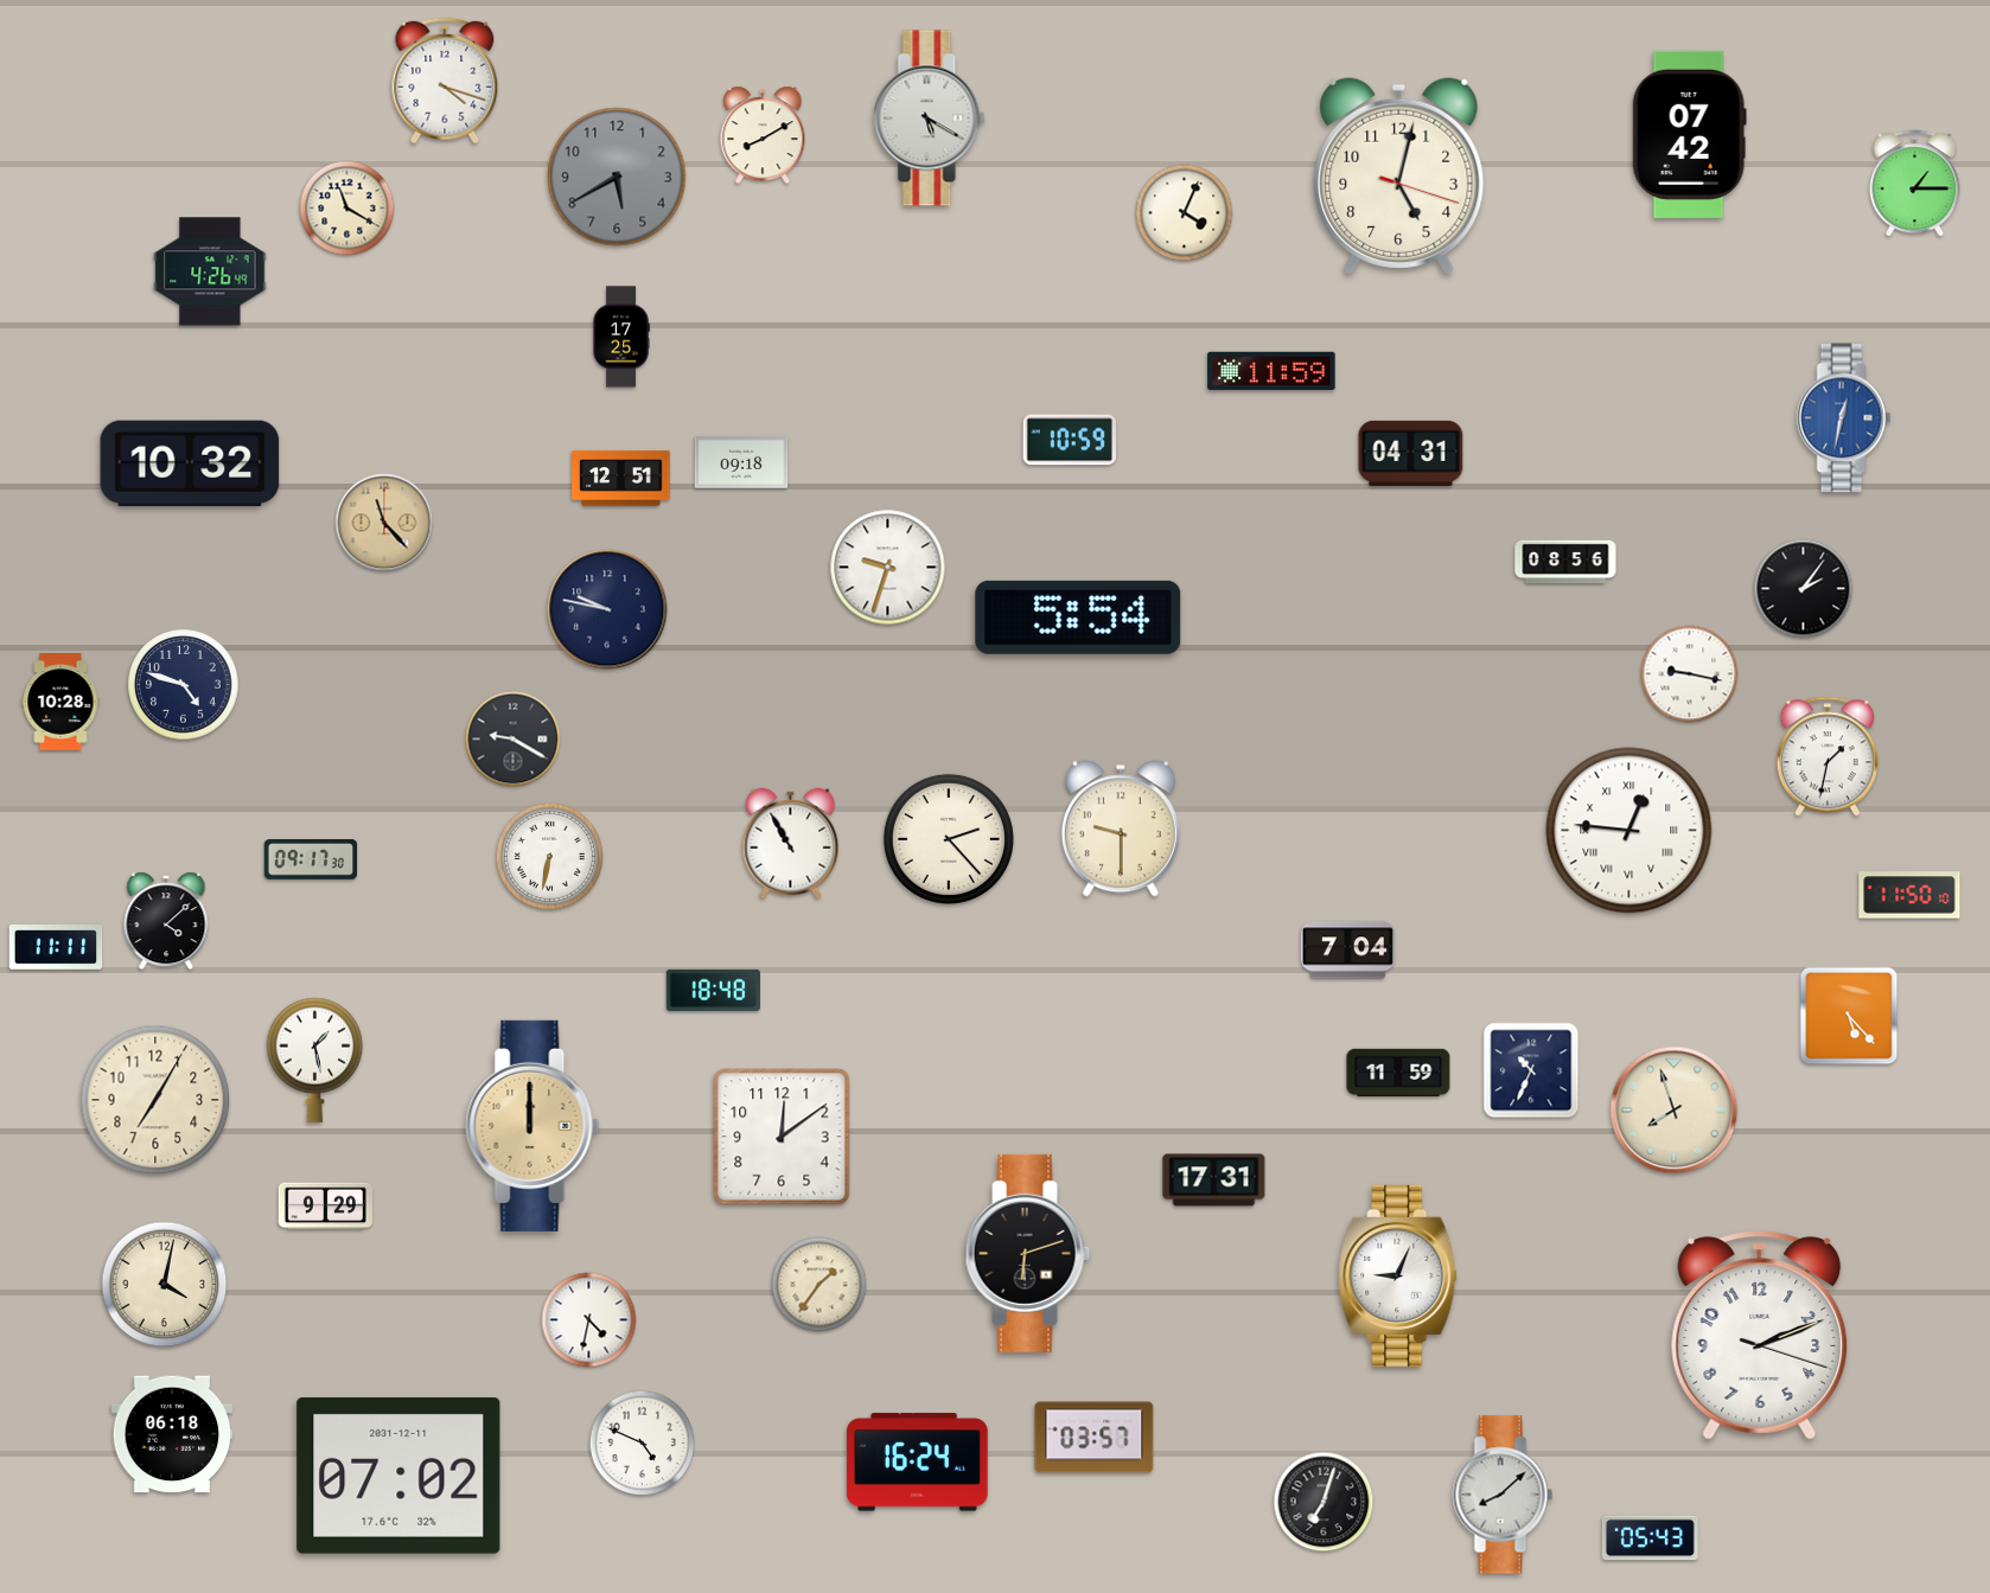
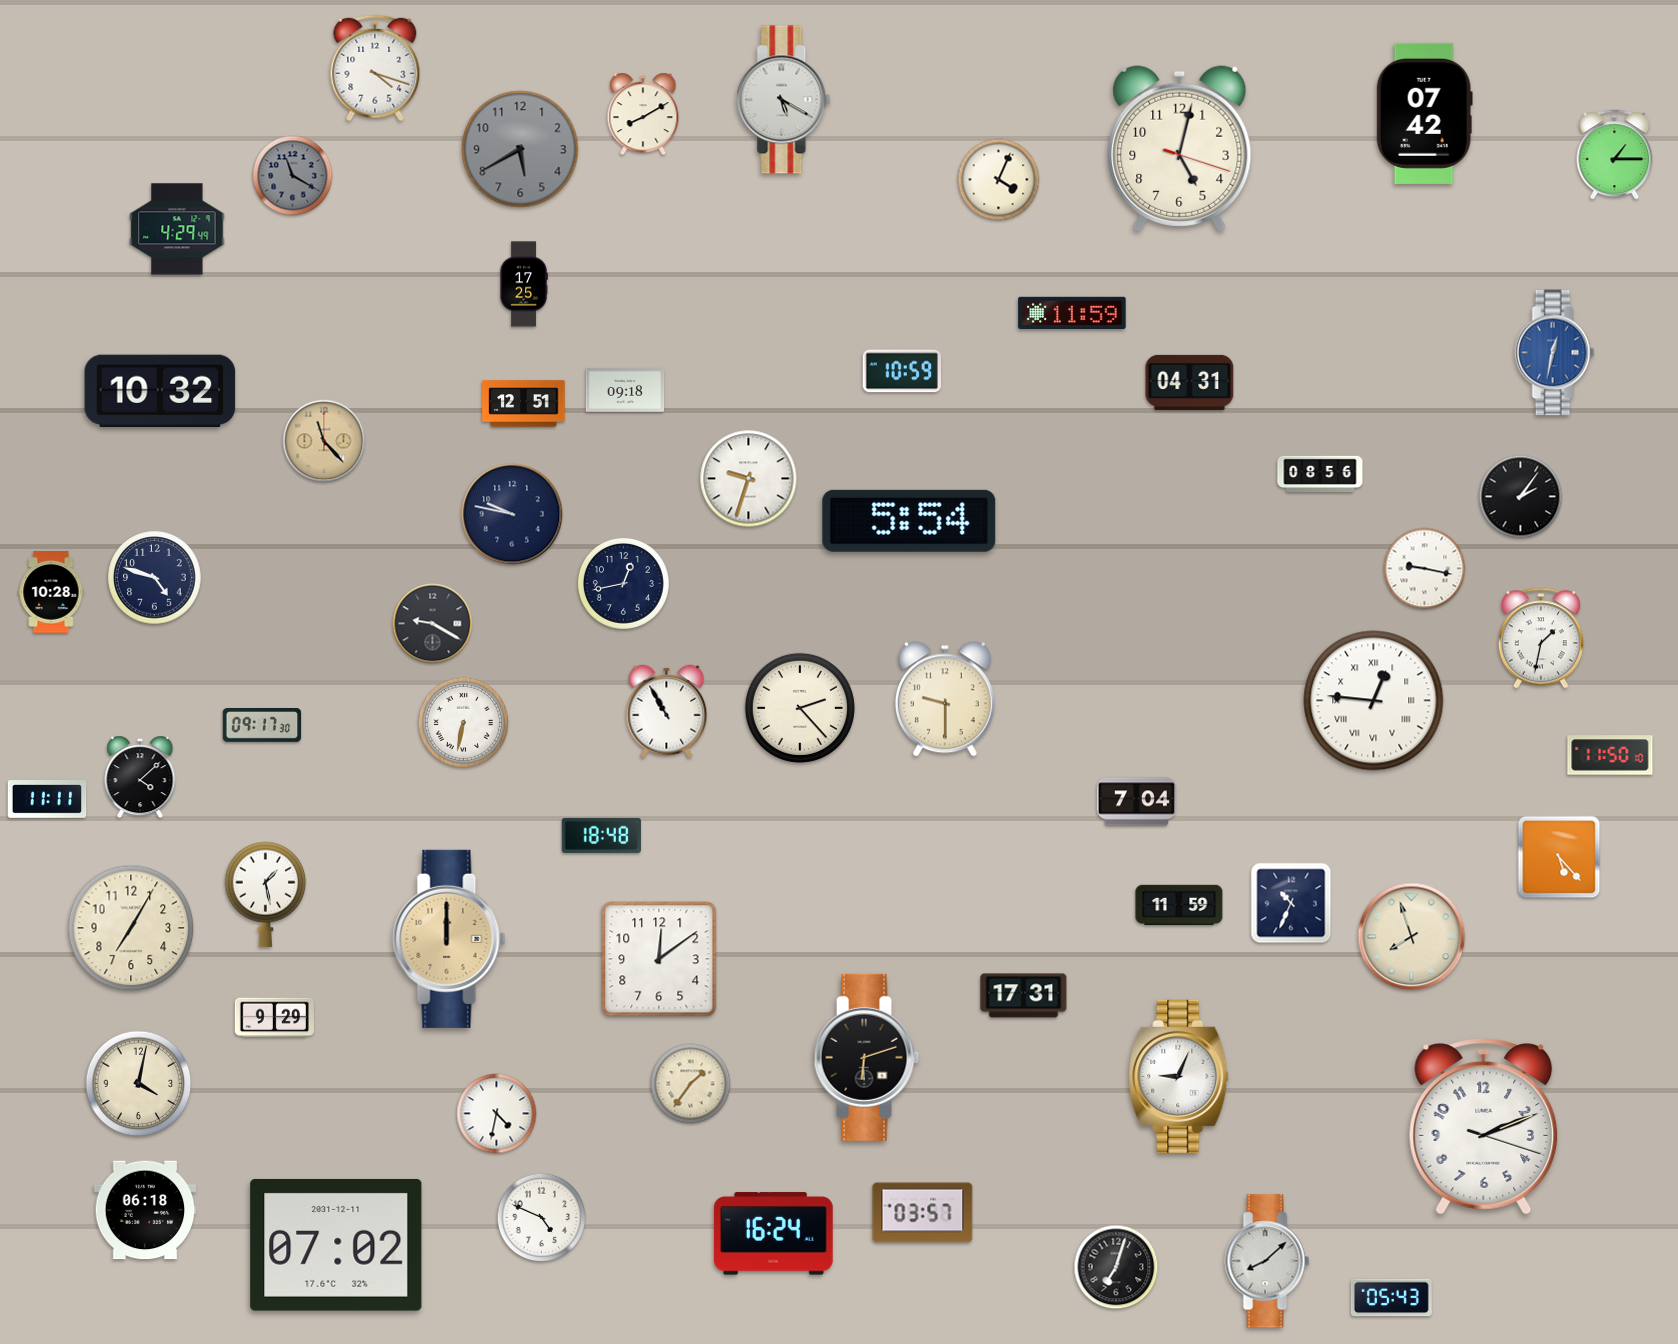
clock at (347, 209) dial: cream -> grey
clock at (210, 271): 4:26 -> 4:29
clock at (623, 583): none -> 12:43
clock at (532, 1126) position: (532, 1126) -> (449, 939)
